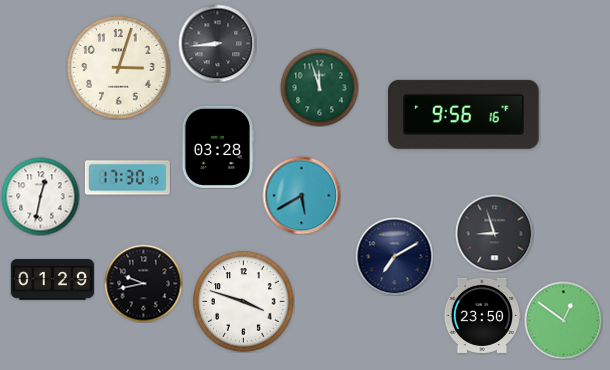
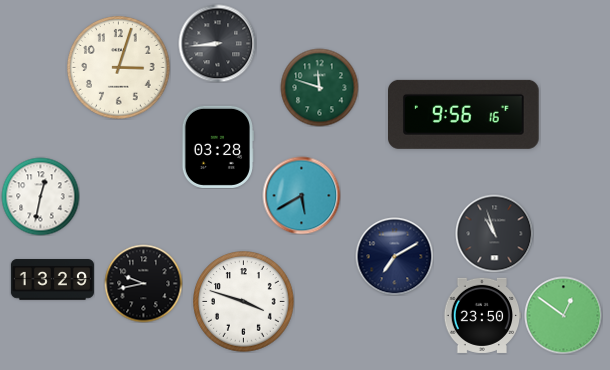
clock at (319, 87): 11:57 -> 11:48
clock at (127, 178): 17:30 -> none
clock at (494, 233): 8:57 -> 10:57
clock at (52, 280): 01:29 -> 13:29
clock at (563, 320) position: (563, 320) -> (563, 315)
